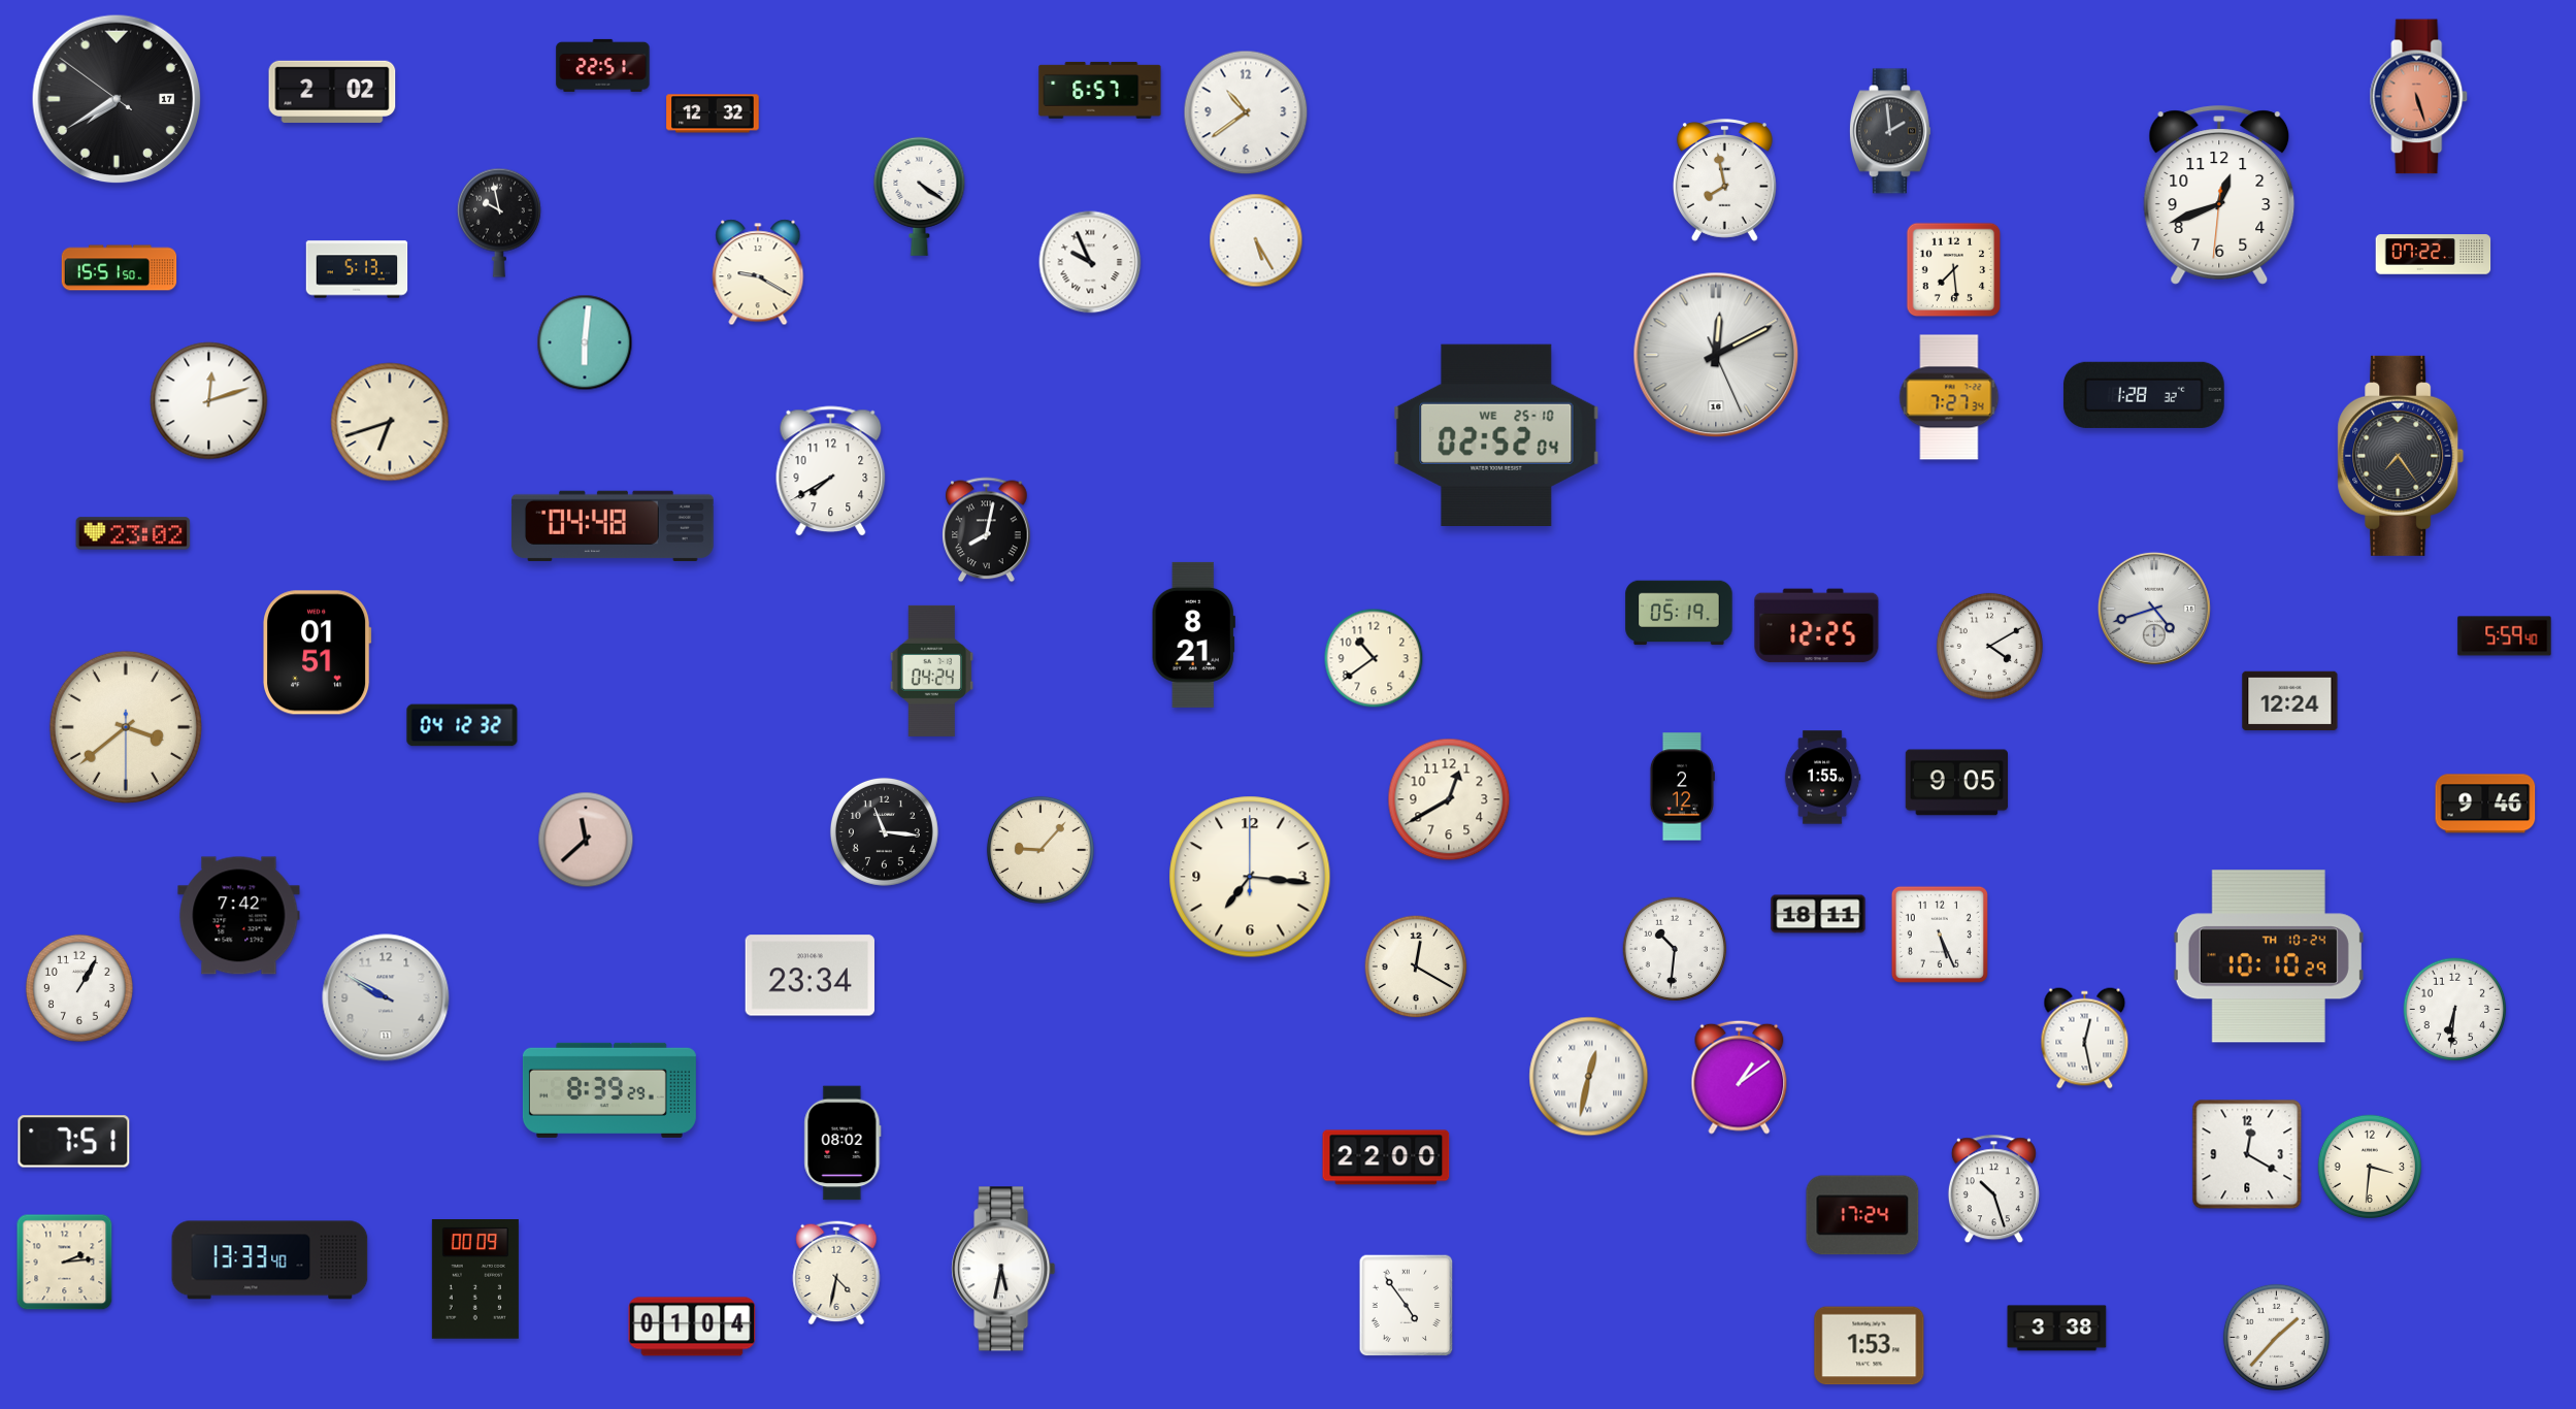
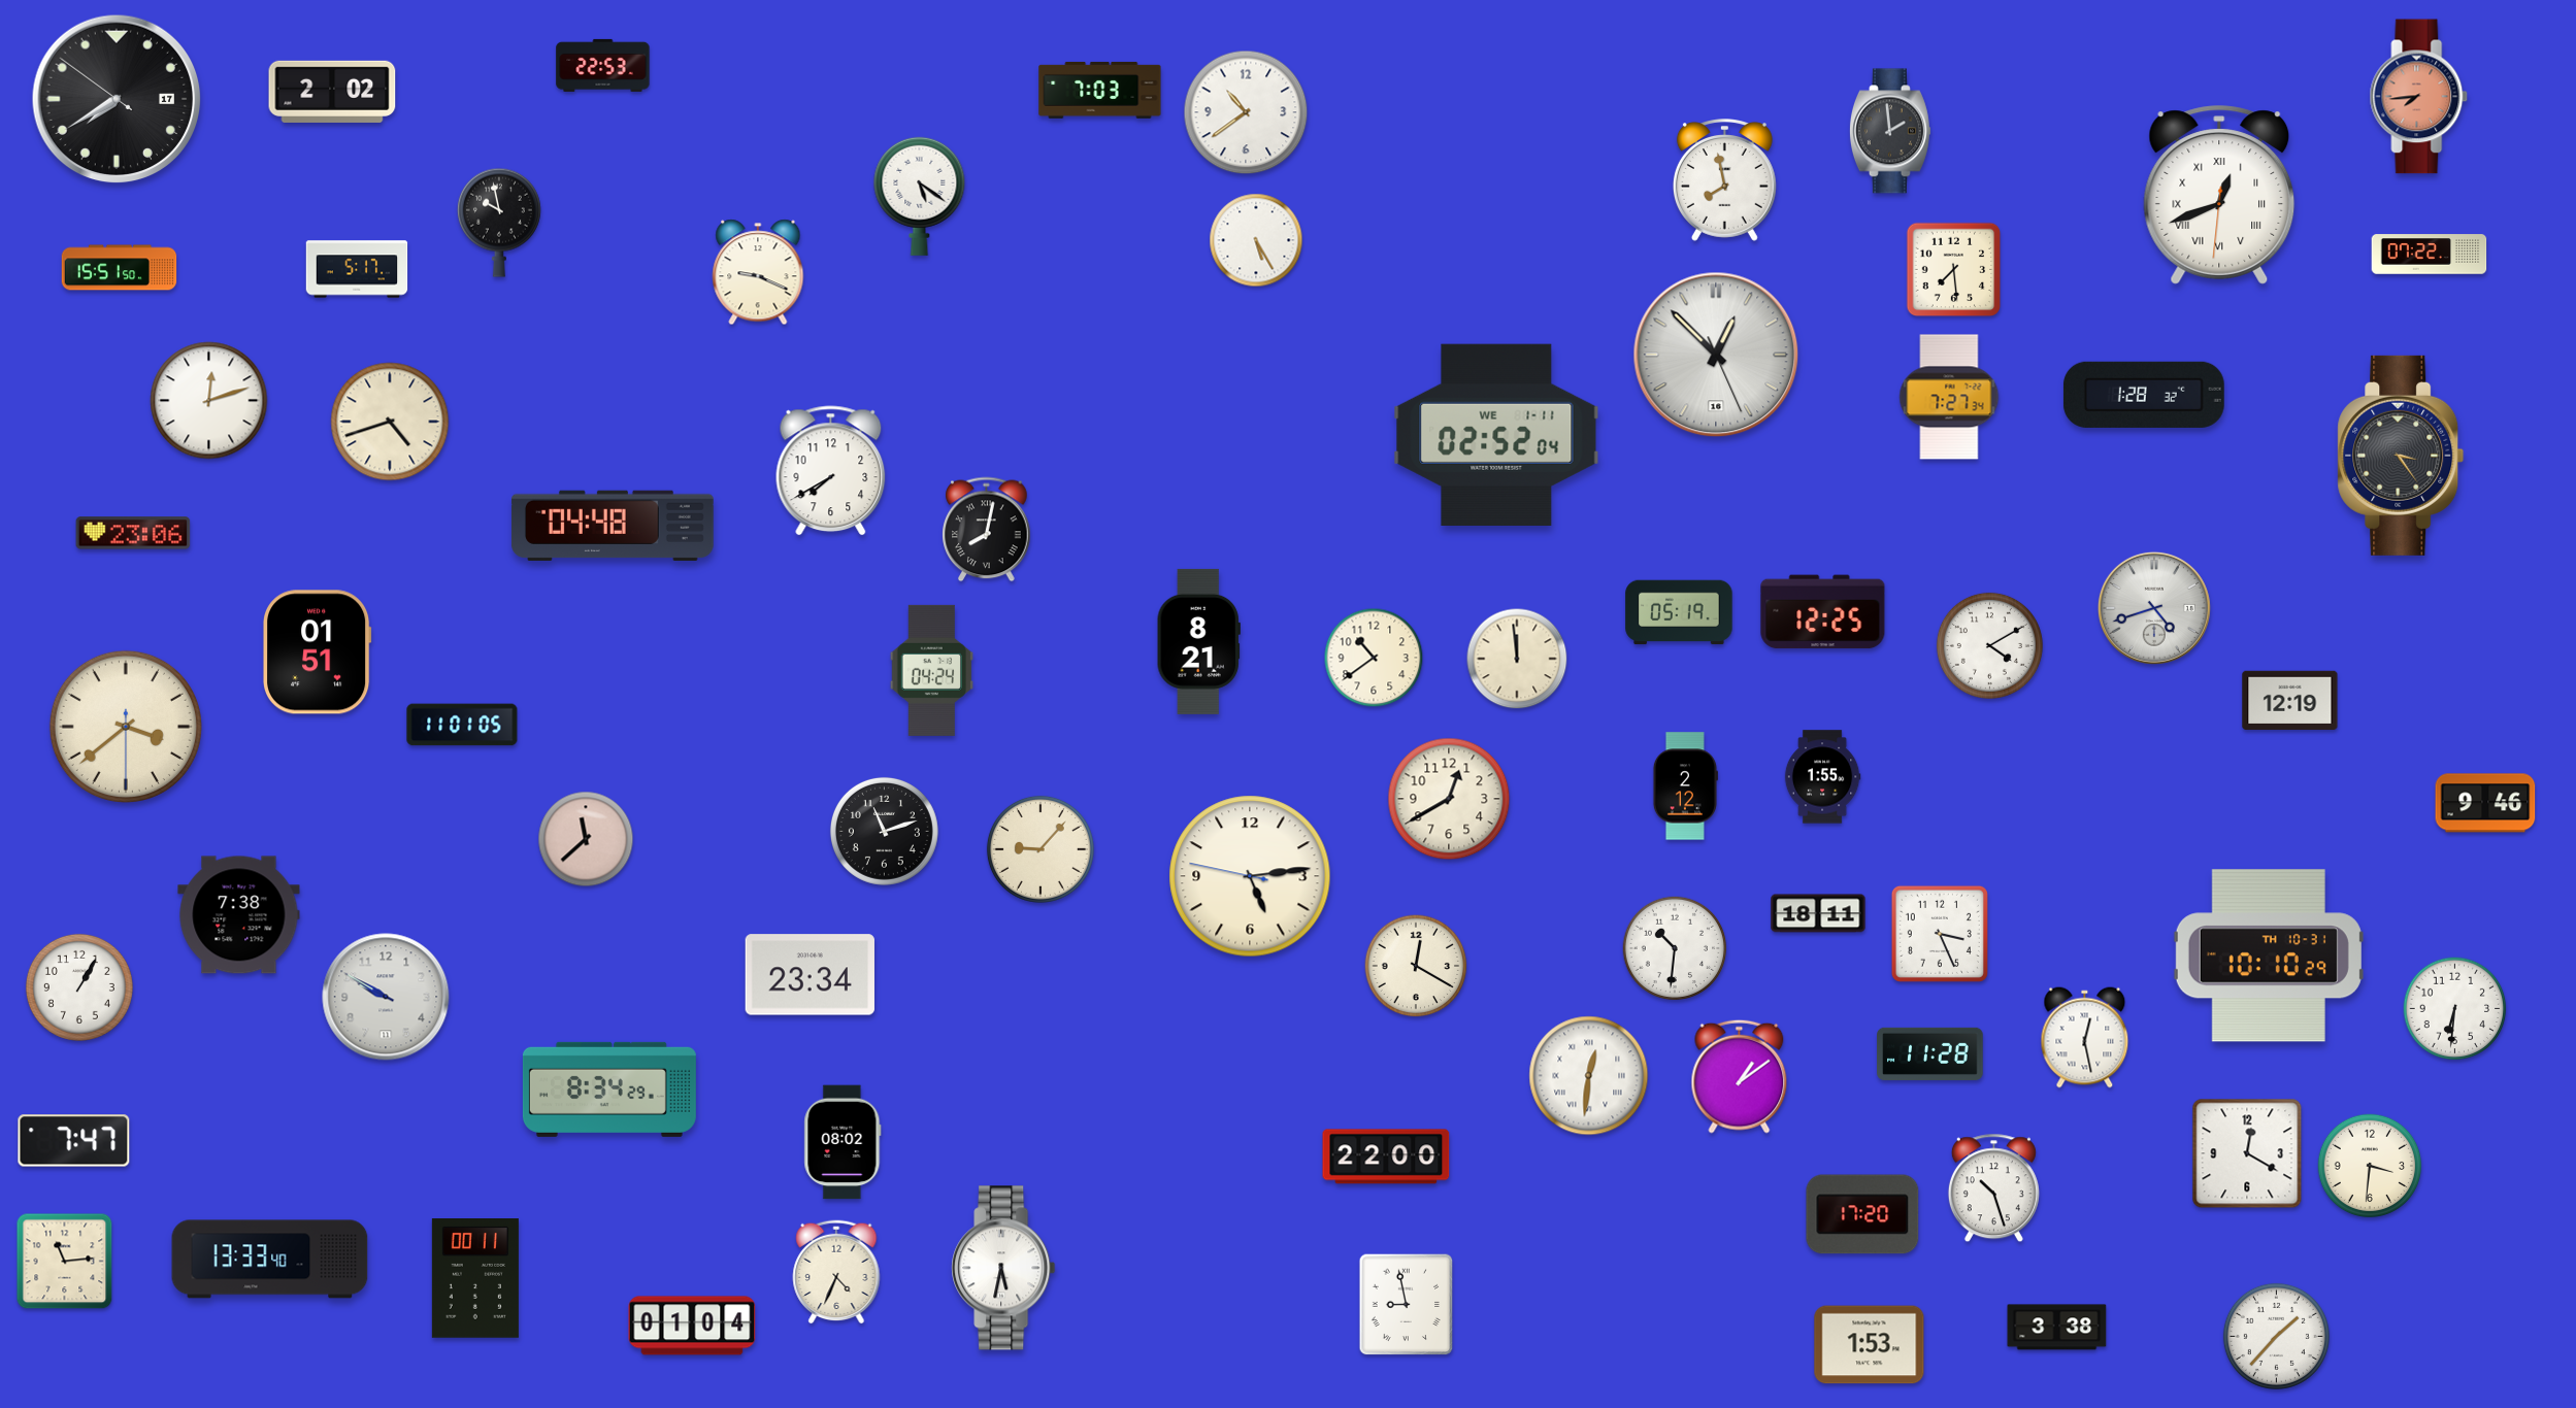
clock at (603, 65): 22:51 -> 22:53
clock at (1100, 90): 6:57 -> 7:03
clock at (2419, 97): 5:27 -> 7:44
clock at (713, 113): 12:32 -> none
clock at (2219, 195) numerals: Arabic -> Roman
clock at (920, 196): 4:21 -> 5:21
clock at (2434, 255) position: (2434, 255) -> (2430, 255)
clock at (1090, 262): 9:56 -> none
clock at (357, 269): 5:13 -> 5:17
clock at (758, 272): 9:20 -> 9:19
clock at (585, 342): 6:01 -> none
clock at (1716, 355): 12:10 -> 12:52
clock at (390, 422): 6:42 -> 4:42
clock at (1496, 435) date: WE 25-10 -> WE 1-11
clock at (2401, 456): 7:24 -> 3:24
clock at (133, 533): 23:02 -> 23:06
clock at (1817, 626) position: (1817, 626) -> (1823, 612)
clock at (1193, 634) position: (1193, 634) -> (1198, 641)
clock at (2505, 636): 5:59 -> none
clock at (1517, 659): none -> 11:59
clock at (2290, 701): 12:24 -> 12:19
clock at (462, 725): 04:12 -> 11:01
clock at (1956, 783): 9:05 -> none
clock at (1682, 787) position: (1682, 787) -> (1685, 786)
clock at (884, 831): 11:16 -> 11:12
clock at (1250, 877): 7:16 -> 5:13
clock at (239, 916): 7:42 -> 7:38
clock at (1940, 935): 5:26 -> 3:26
clock at (2269, 956) date: TH 10-24 -> TH 10-31
clock at (1930, 1053): none -> 11:28
clock at (1589, 1077): 12:32 -> 12:31
clock at (609, 1090): 8:39 -> 8:34
clock at (74, 1142): 7:51 -> 7:47
clock at (1862, 1215): 17:24 -> 17:20
clock at (65, 1263): 2:14 -> 11:14
clock at (836, 1273): 4:32 -> 4:34
clock at (475, 1280): 00:09 -> 00:11
clock at (1407, 1306): 4:54 -> 8:58
